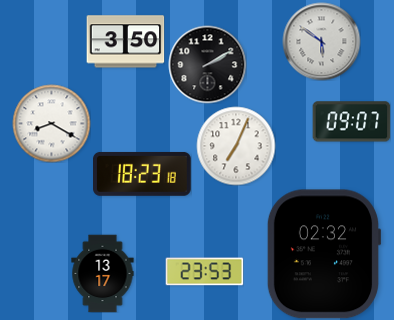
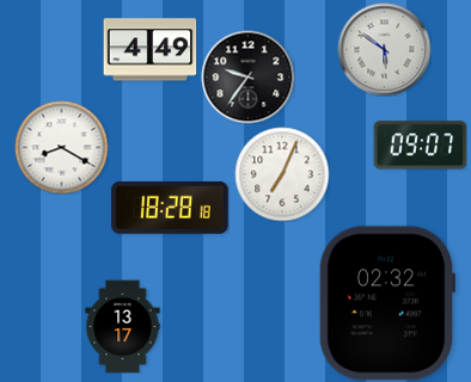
clock at (125, 42): 3:50 -> 4:49
clock at (207, 64): 2:10 -> 9:36
clock at (143, 174): 18:23 -> 18:28
clock at (204, 272): 23:53 -> none
